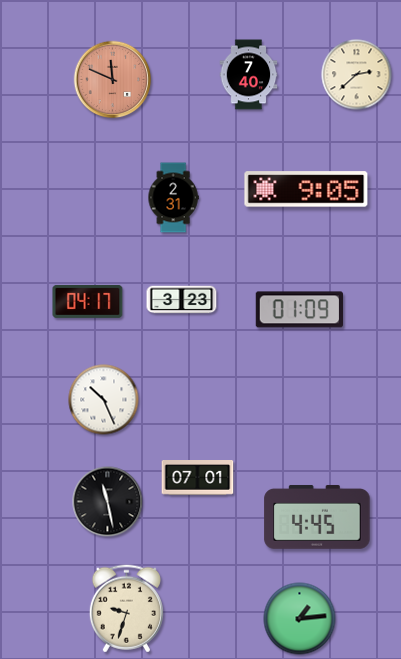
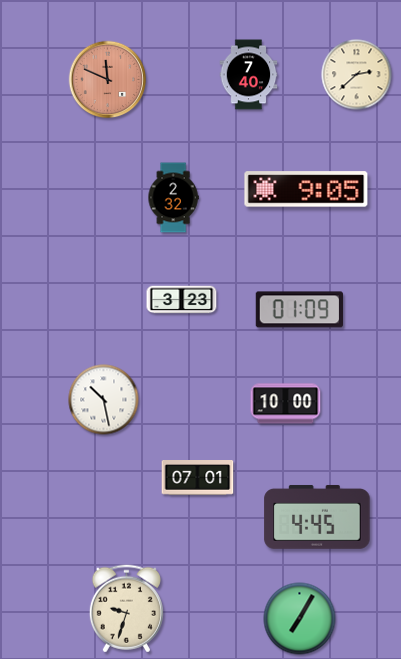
clock at (113, 80) position: (113, 80) -> (108, 80)
clock at (173, 198): 2:31 -> 2:32
clock at (88, 301): 04:17 -> none
clock at (104, 400): 10:26 -> 10:28
clock at (286, 404): none -> 10:00
clock at (108, 502): 11:28 -> none
clock at (300, 619): 1:14 -> 7:05
